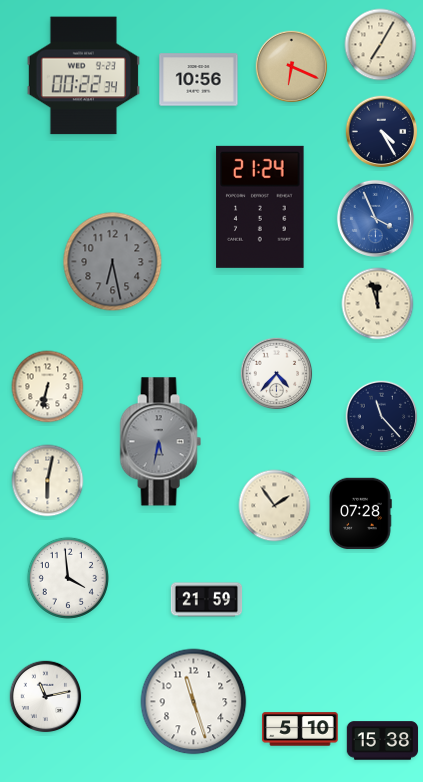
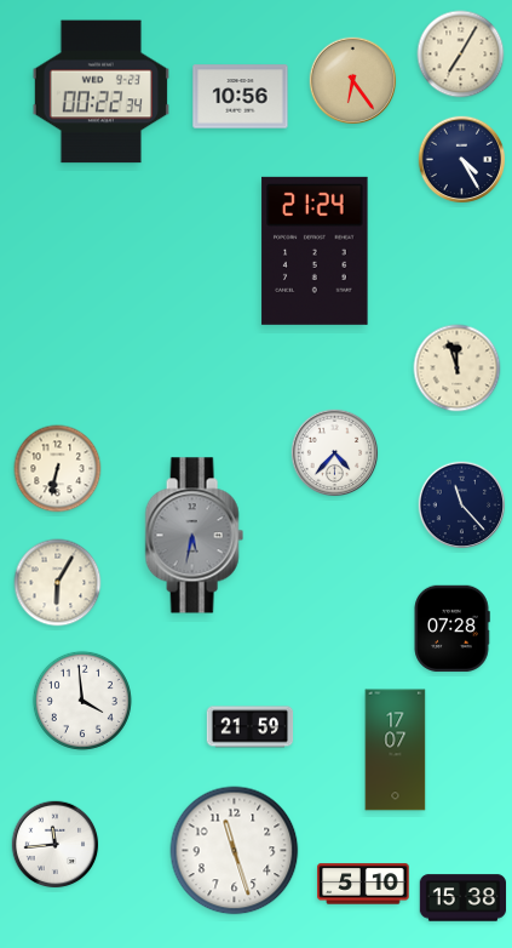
clock at (292, 67): 6:19 -> 6:24
clock at (375, 218): 3:56 -> none
clock at (113, 262): 6:28 -> none
clock at (48, 481): 6:02 -> 6:05
clock at (275, 506): 1:54 -> none
clock at (360, 514) position: (360, 514) -> (451, 629)
clock at (396, 750): none -> 17:07
clock at (46, 697): 11:13 -> 11:44
